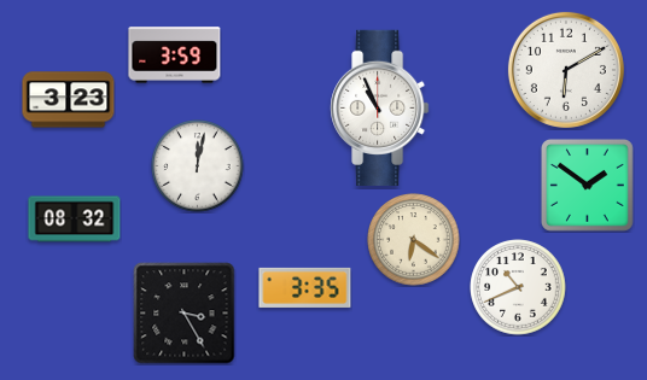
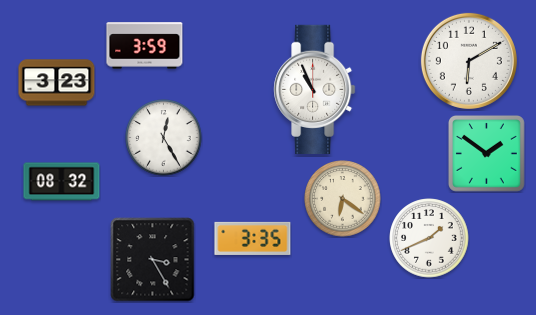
clock at (566, 70) position: (566, 70) -> (469, 61)
clock at (198, 166): 12:02 -> 12:25
clock at (518, 287): 10:41 -> 1:41
